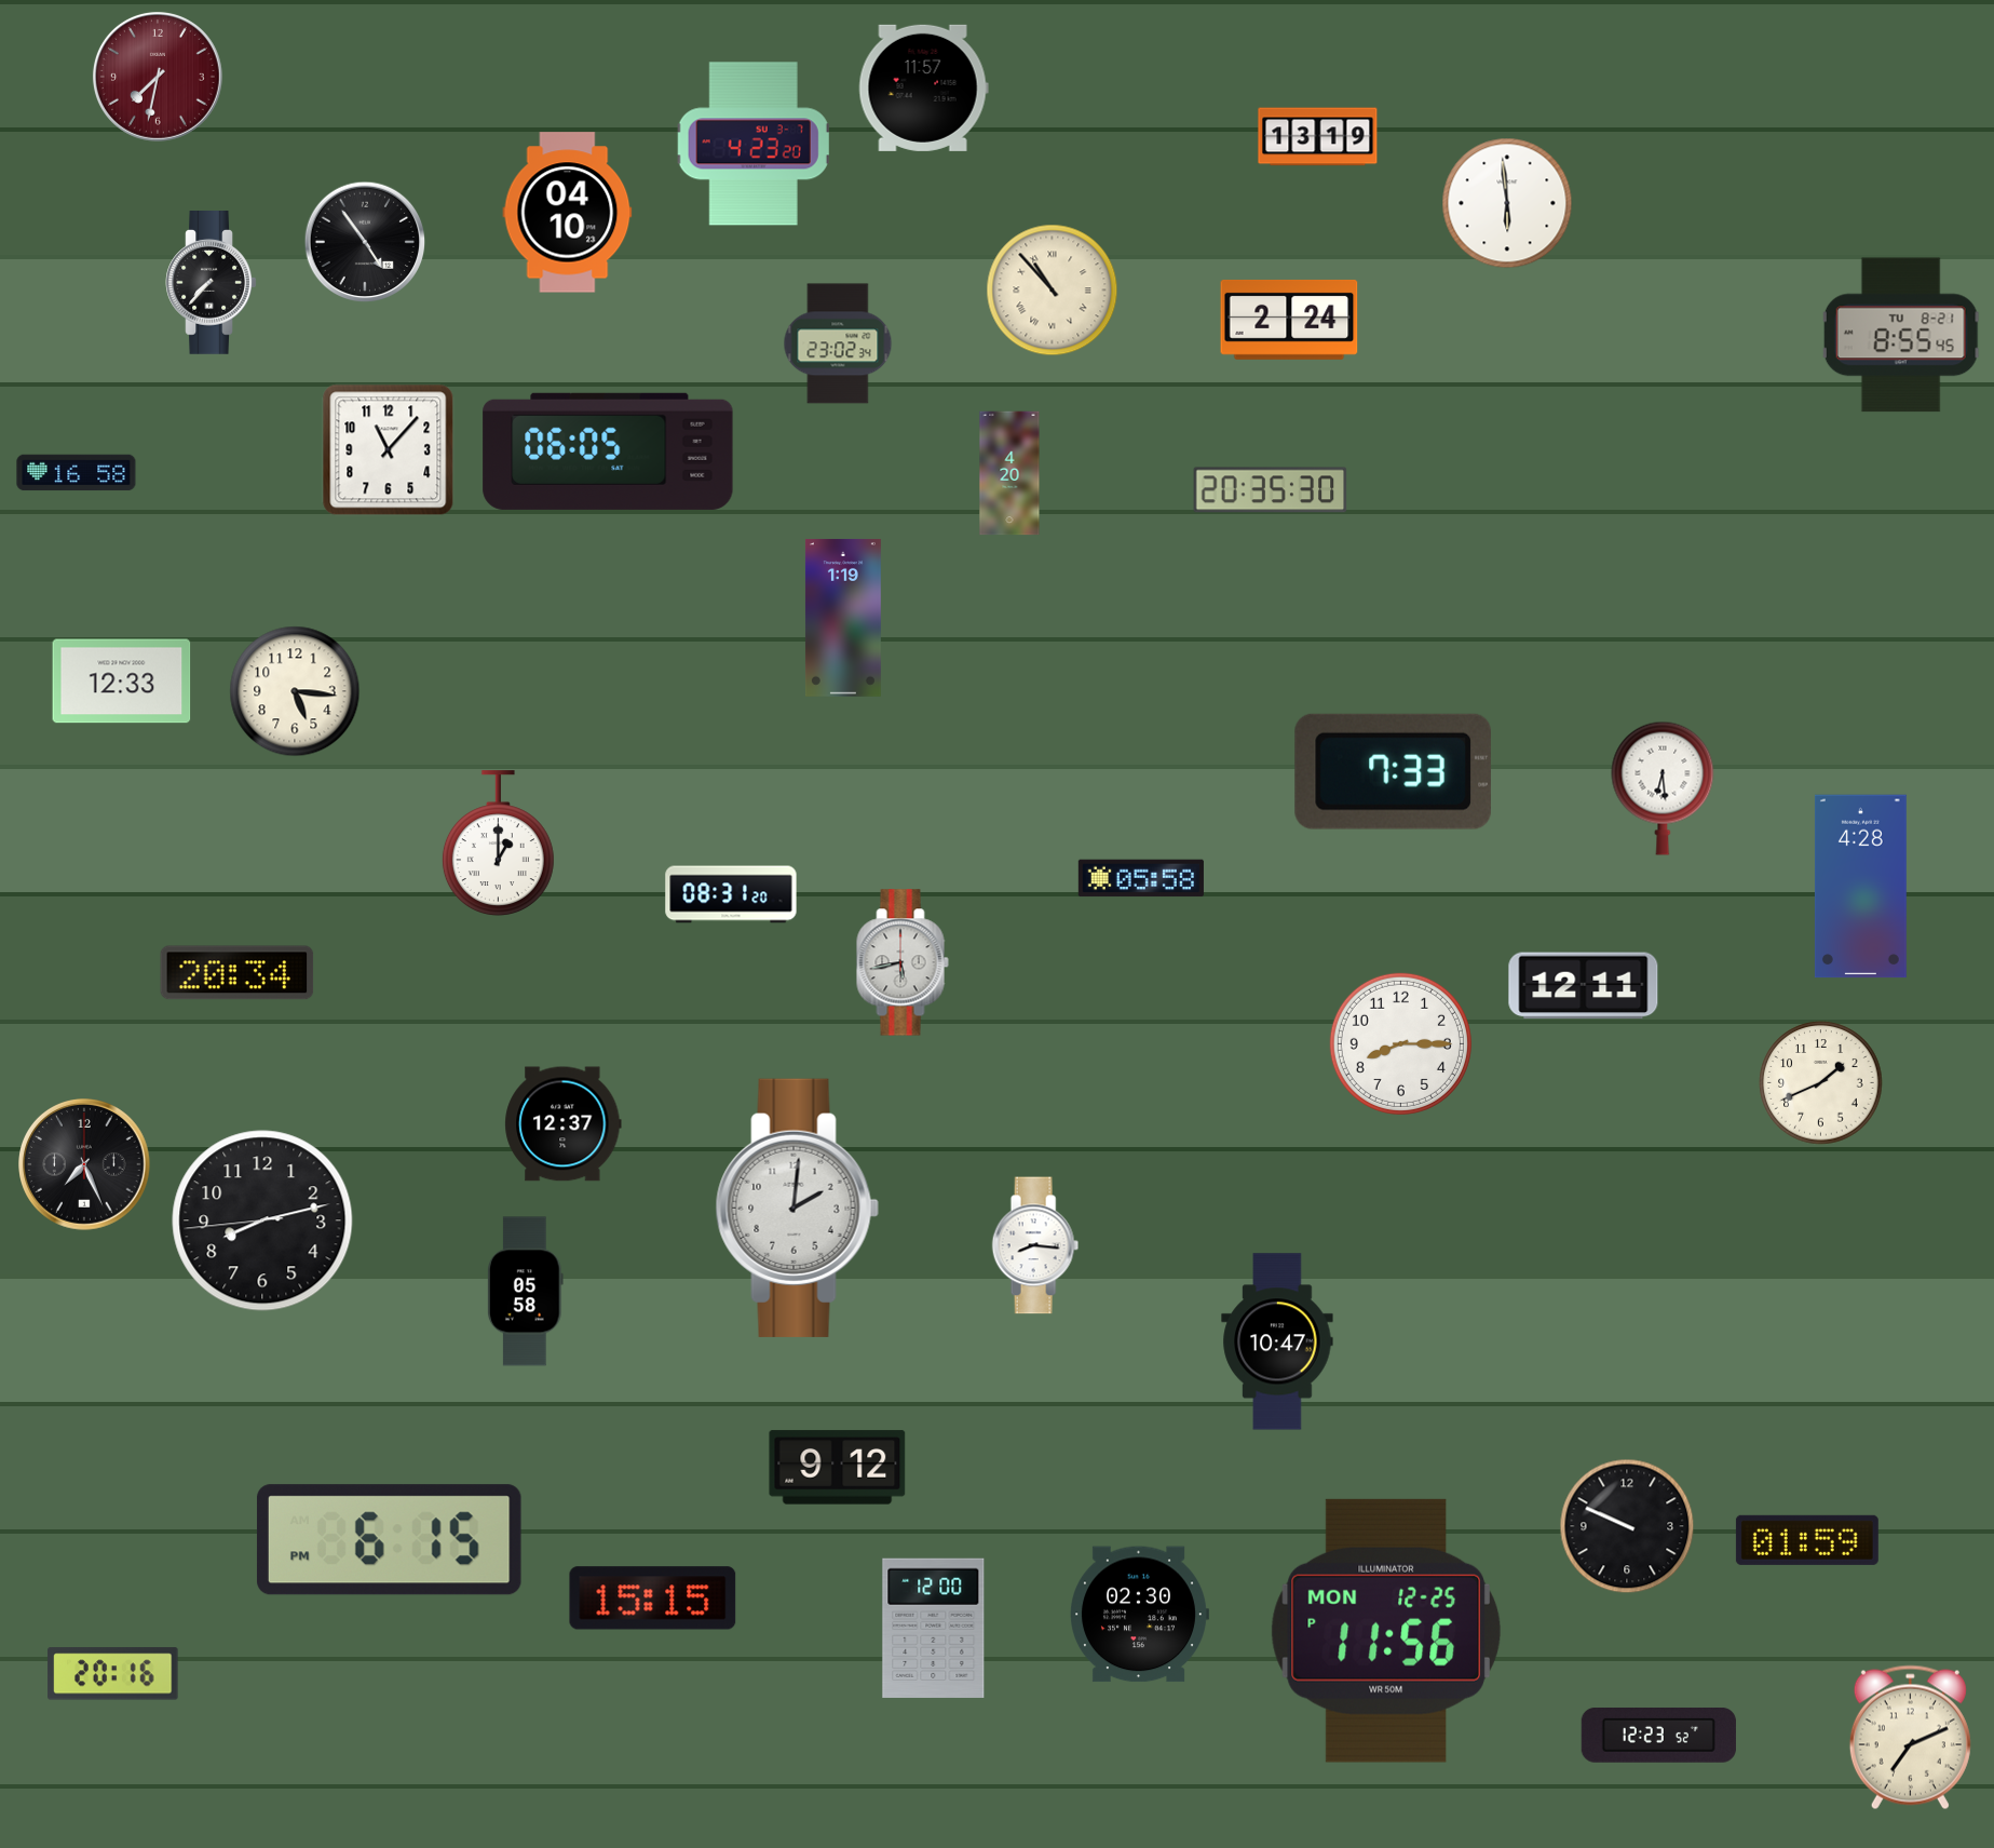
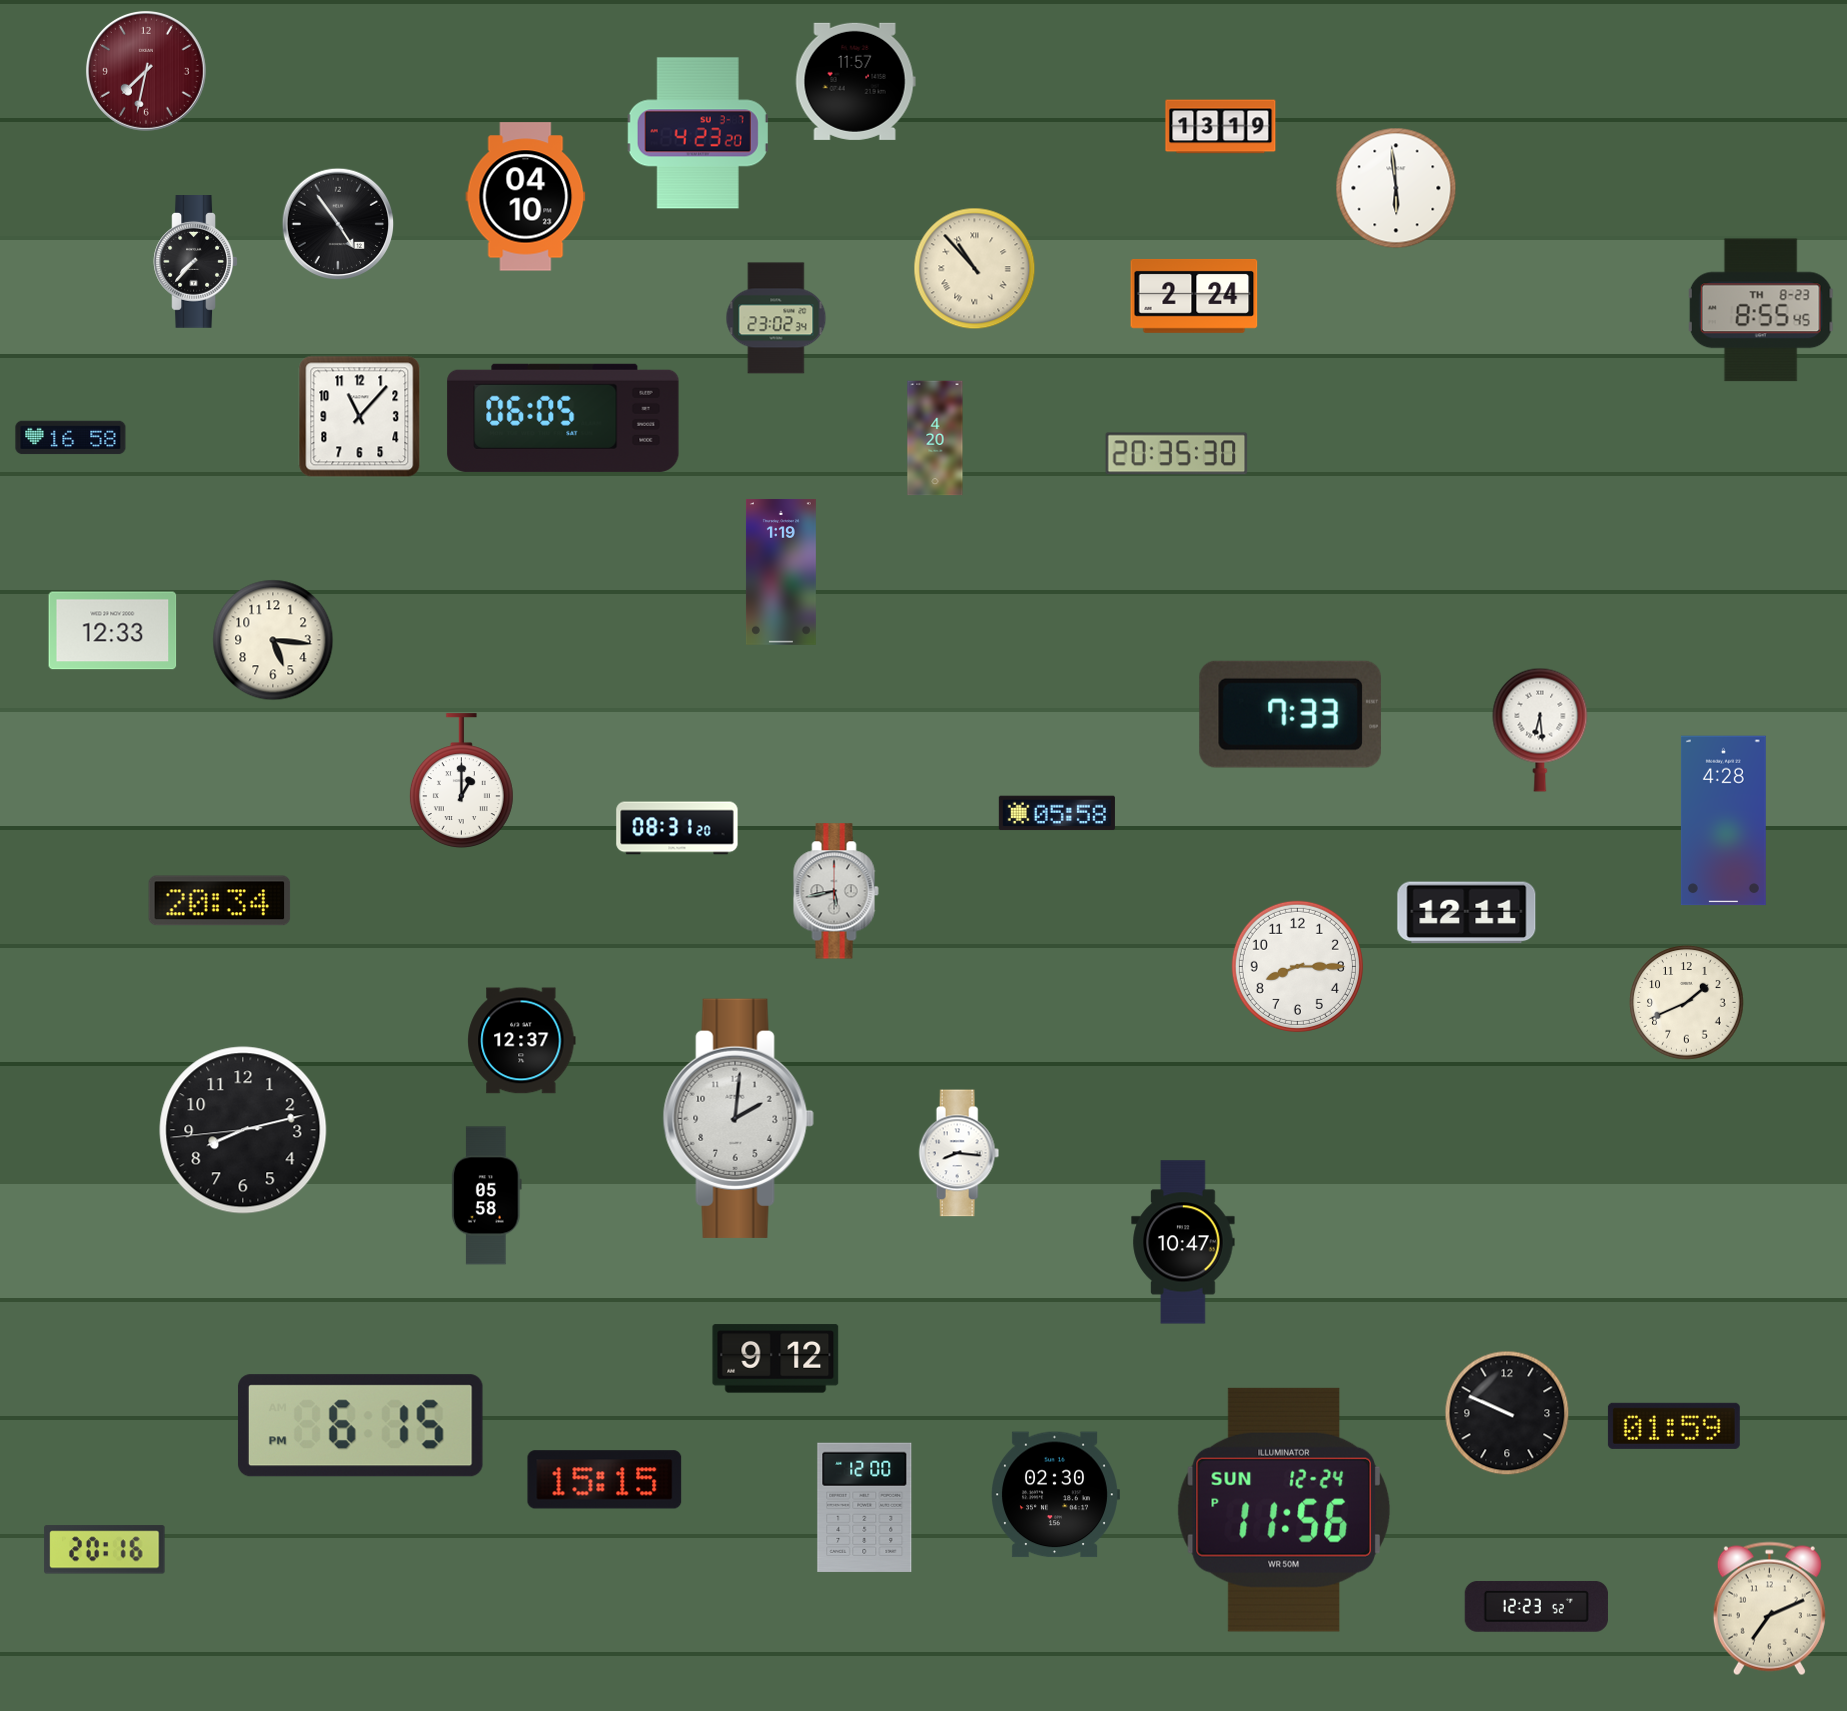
clock at (1901, 335) date: TU 8-21 -> TH 8-23
clock at (84, 1164): 7:26 -> none
clock at (1385, 1631) date: MON 12-25 -> SUN 12-24
